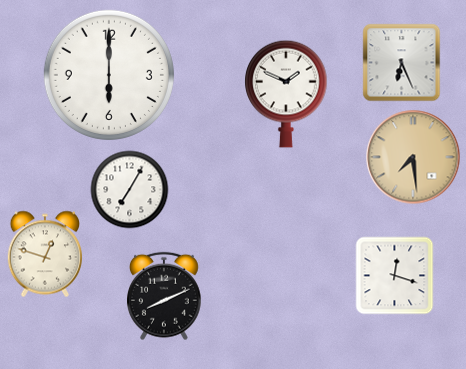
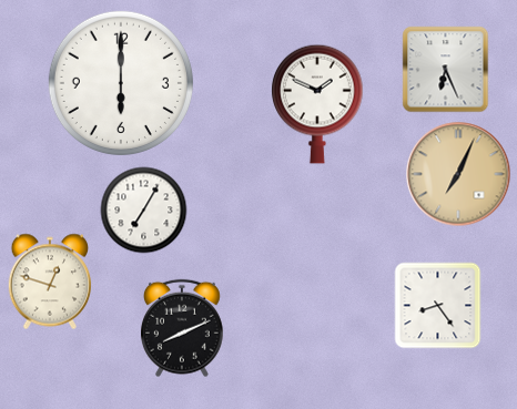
clock at (413, 157): 7:29 -> 7:04
clock at (394, 275): 12:18 -> 8:24
